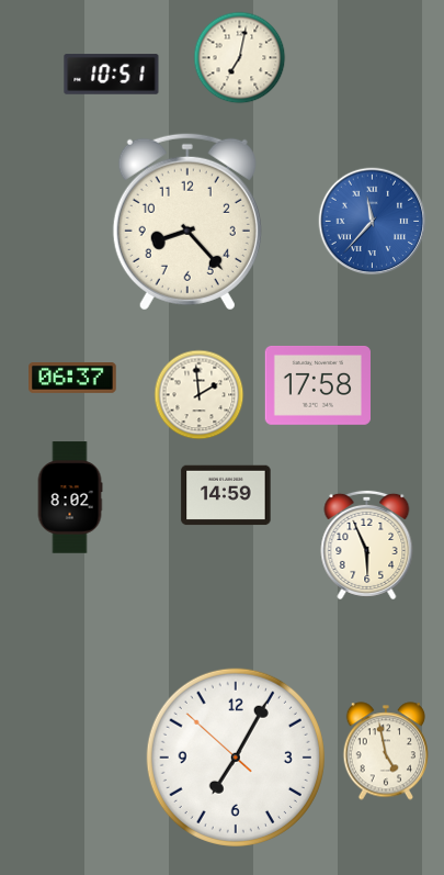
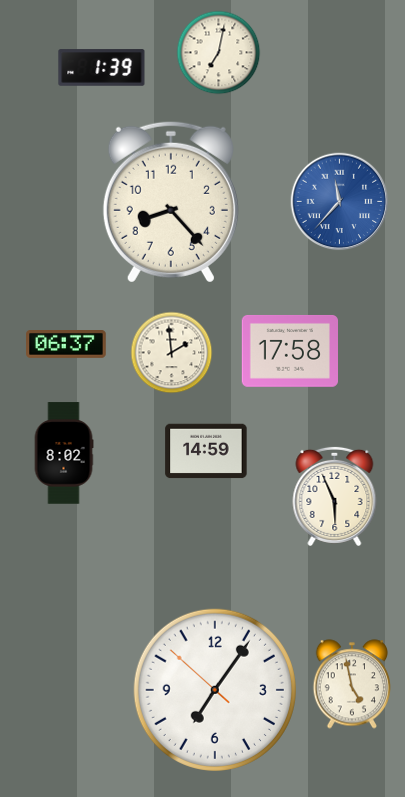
clock at (112, 75): 10:51 -> 1:39
clock at (200, 395) position: (200, 395) -> (172, 353)
clock at (236, 758): 7:04 -> 7:05
